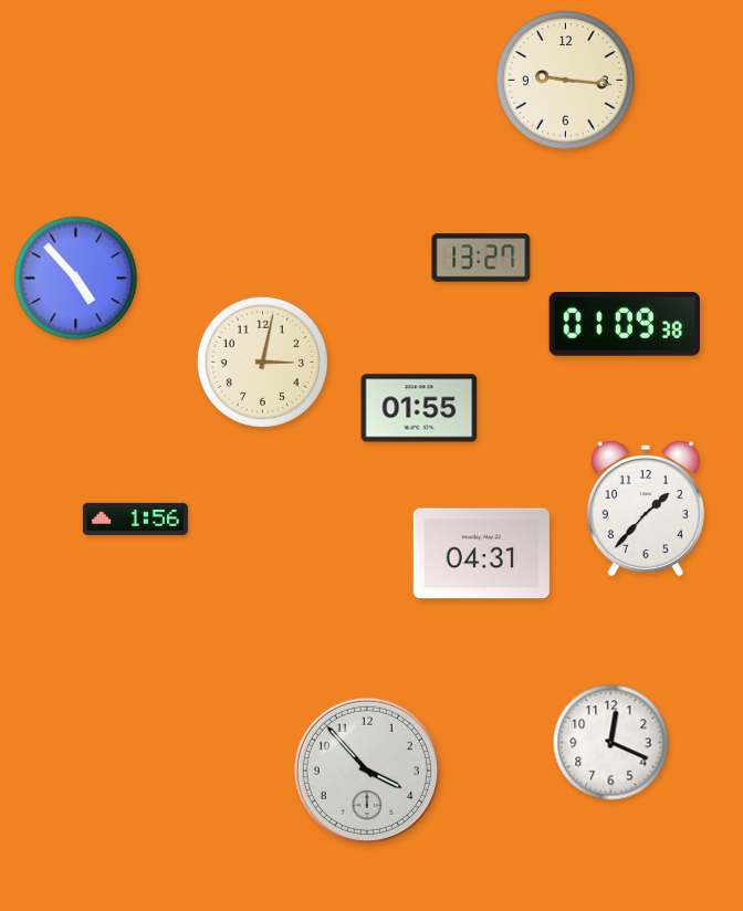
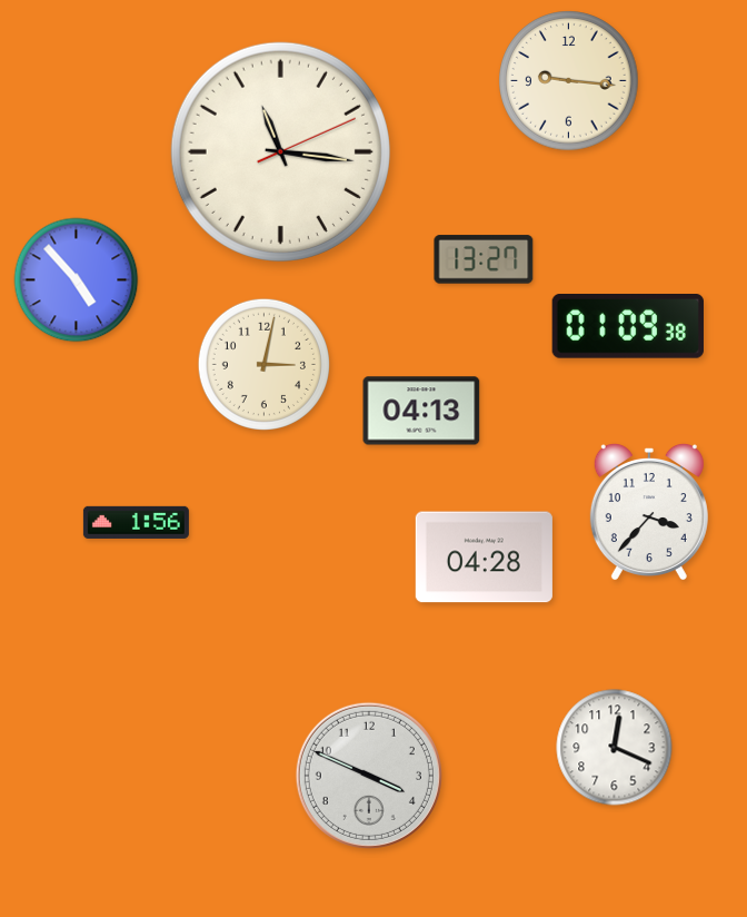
clock at (280, 151): none -> 11:16
clock at (419, 408): 01:55 -> 04:13
clock at (646, 509): 1:37 -> 3:37
clock at (481, 554): 04:31 -> 04:28
clock at (367, 771): 3:53 -> 3:49
